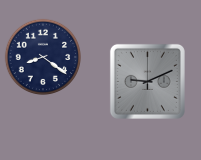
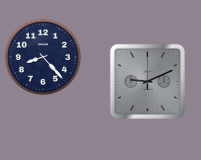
clock at (43, 57): 8:21 -> 8:23
